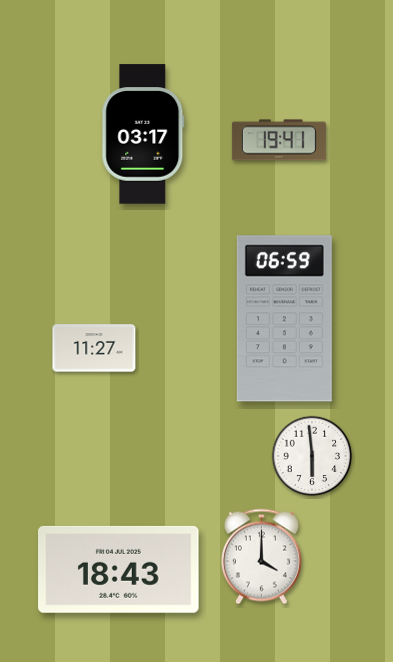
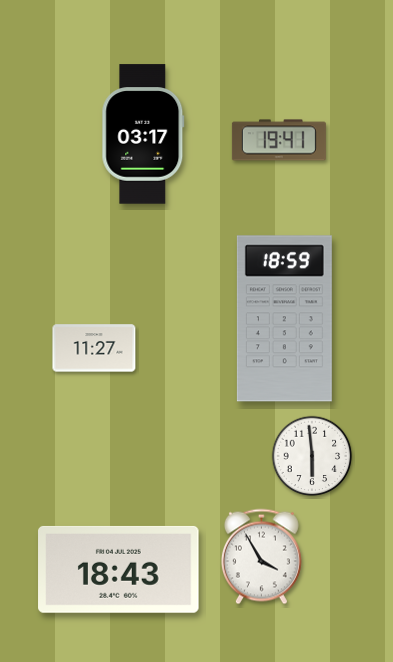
clock at (284, 319): 06:59 -> 18:59
clock at (261, 557): 4:00 -> 3:55
